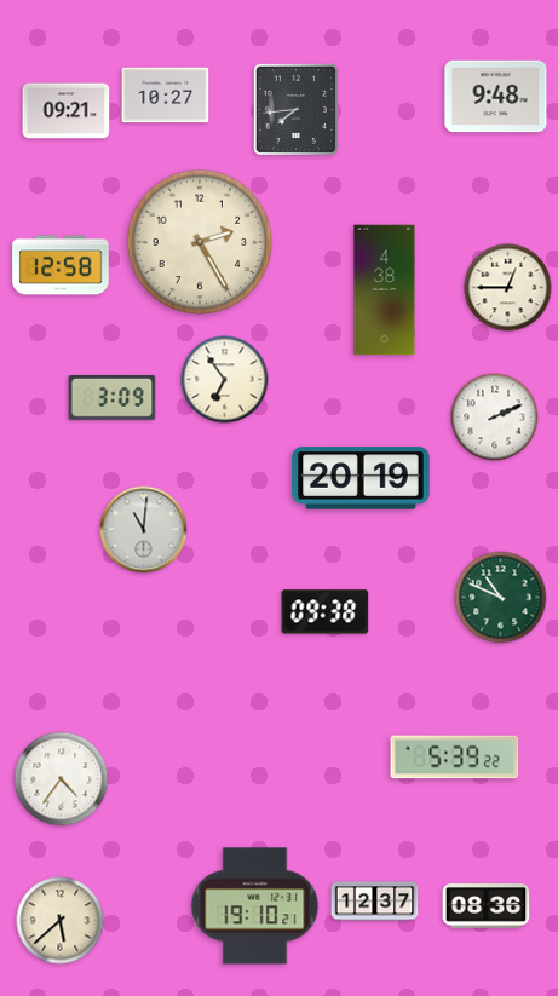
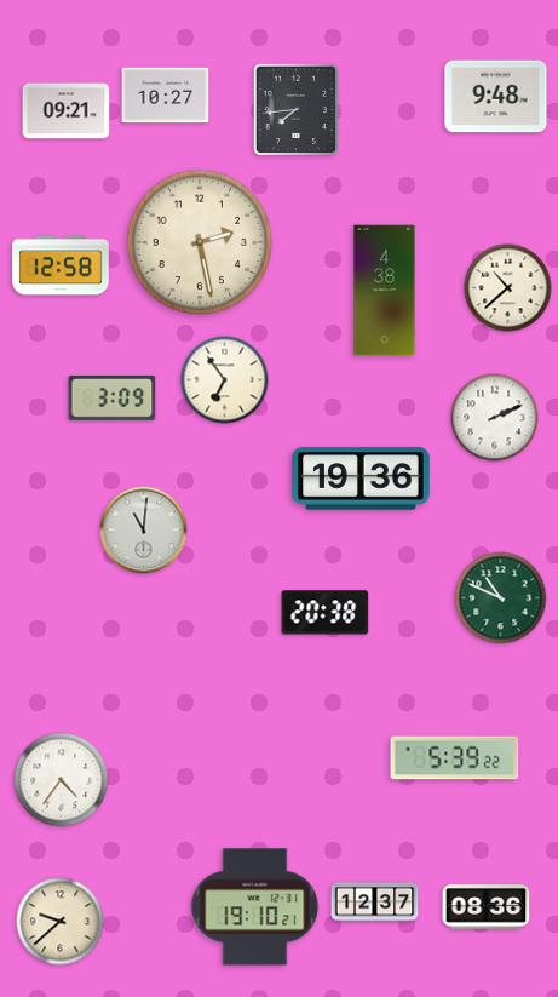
clock at (200, 242): 2:25 -> 2:28
clock at (508, 288): 12:45 -> 10:38
clock at (361, 478): 20:19 -> 19:36
clock at (326, 612): 09:38 -> 20:38
clock at (61, 921): 5:38 -> 9:38
